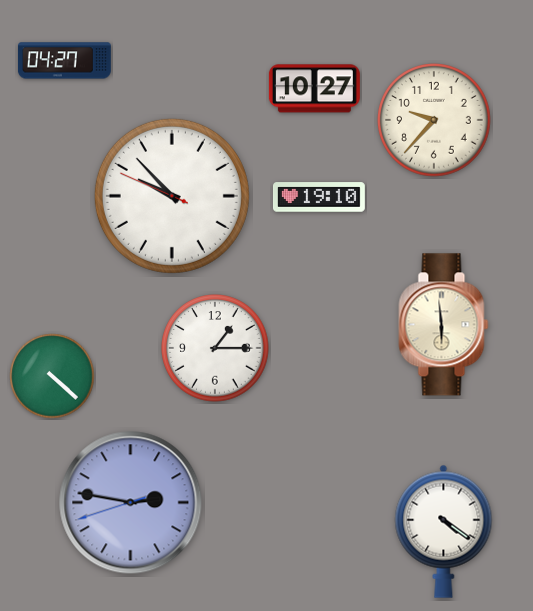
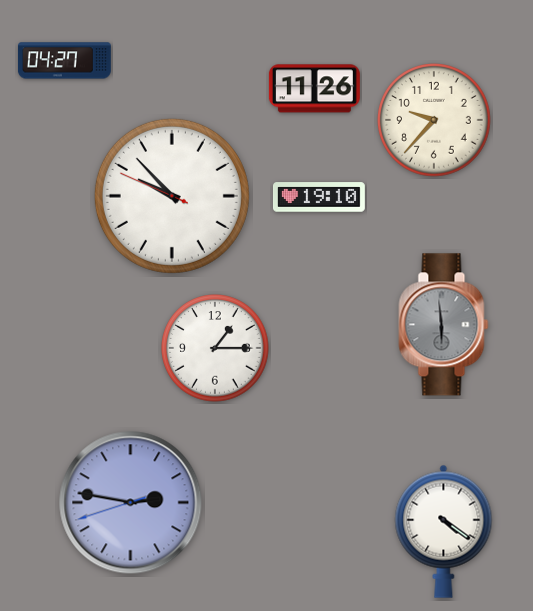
clock at (314, 89): 10:27 -> 11:26
clock at (444, 325) dial: cream -> grey
clock at (52, 376): 4:22 -> none
